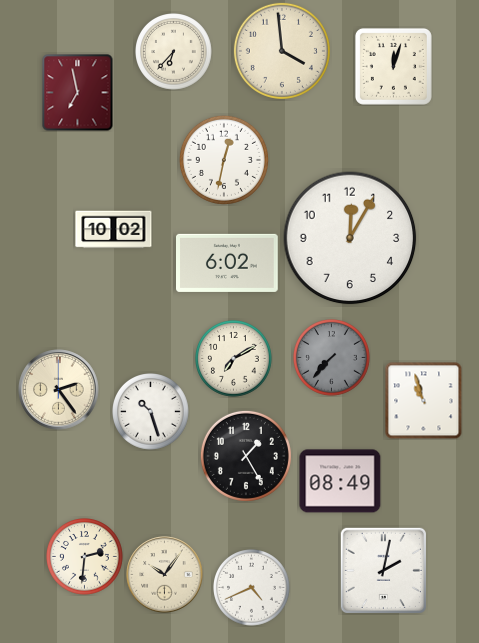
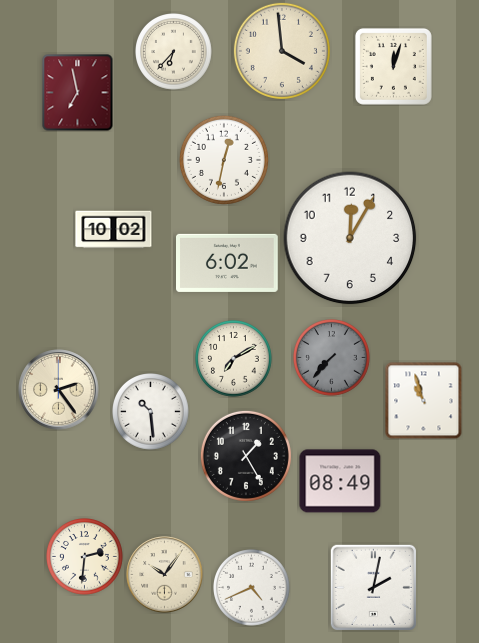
clock at (151, 412): 10:27 -> 10:29
clock at (383, 570) position: (383, 570) -> (373, 587)
